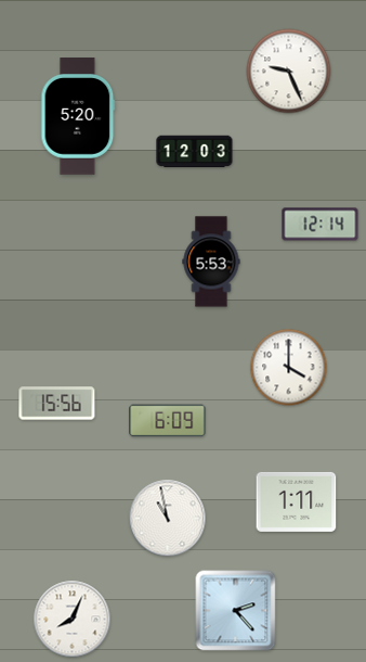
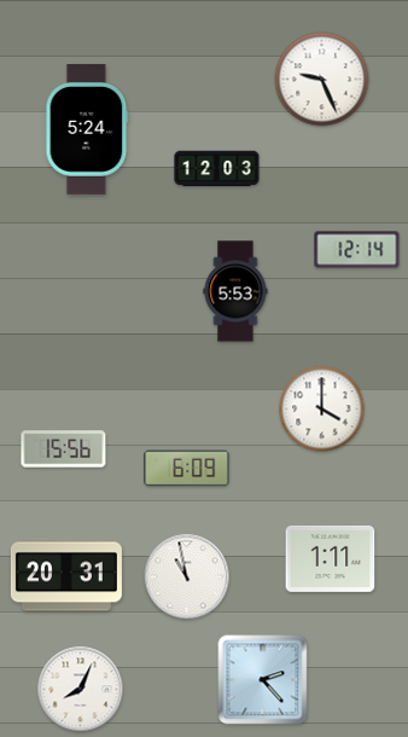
clock at (78, 116): 5:20 -> 5:24
clock at (66, 576): none -> 20:31
